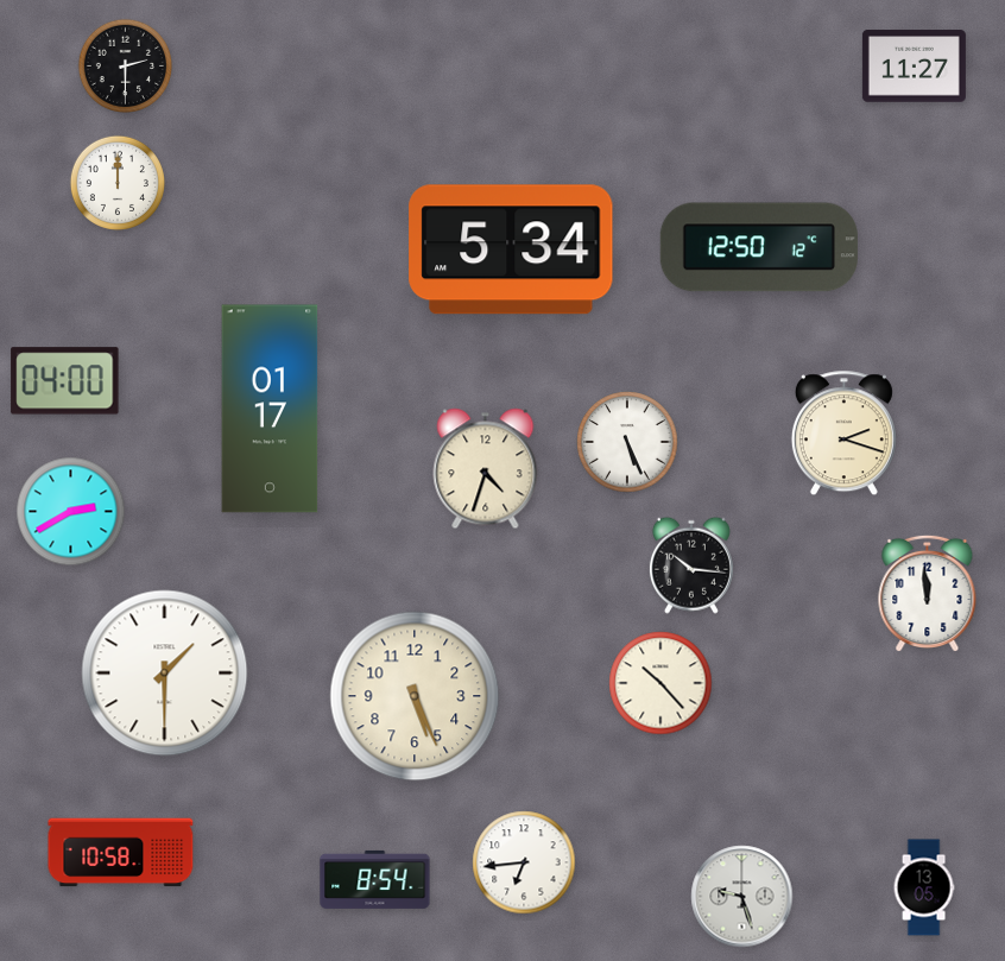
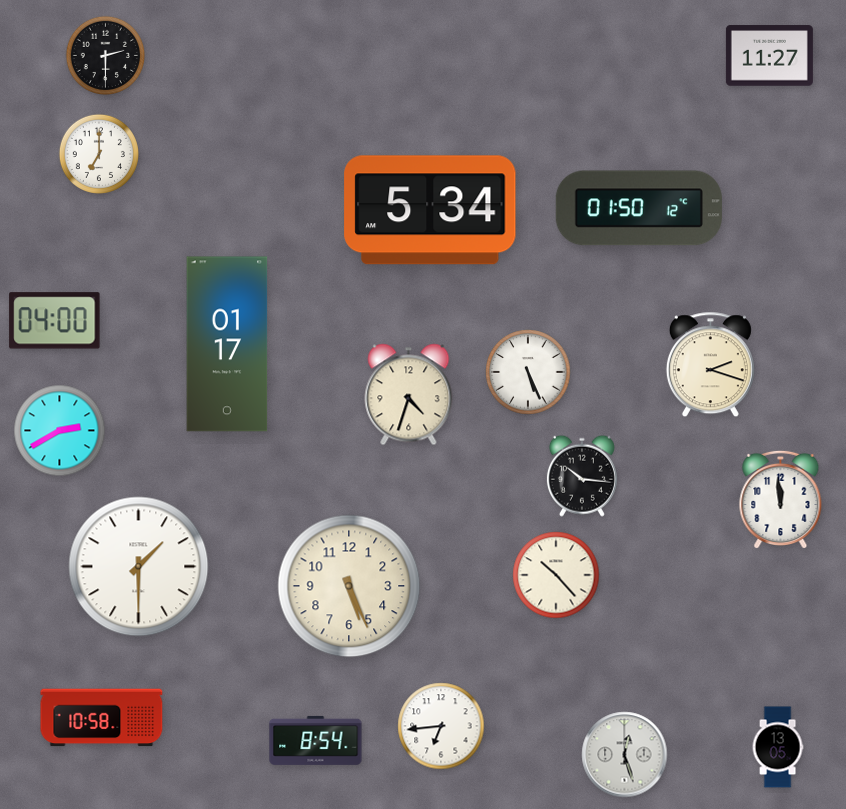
clock at (118, 183): 12:00 -> 7:00
clock at (759, 247): 12:50 -> 01:50
clock at (742, 897): 9:27 -> 12:27
